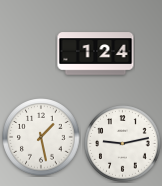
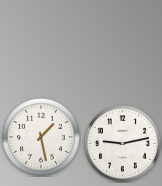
clock at (96, 54): 1:24 -> none
